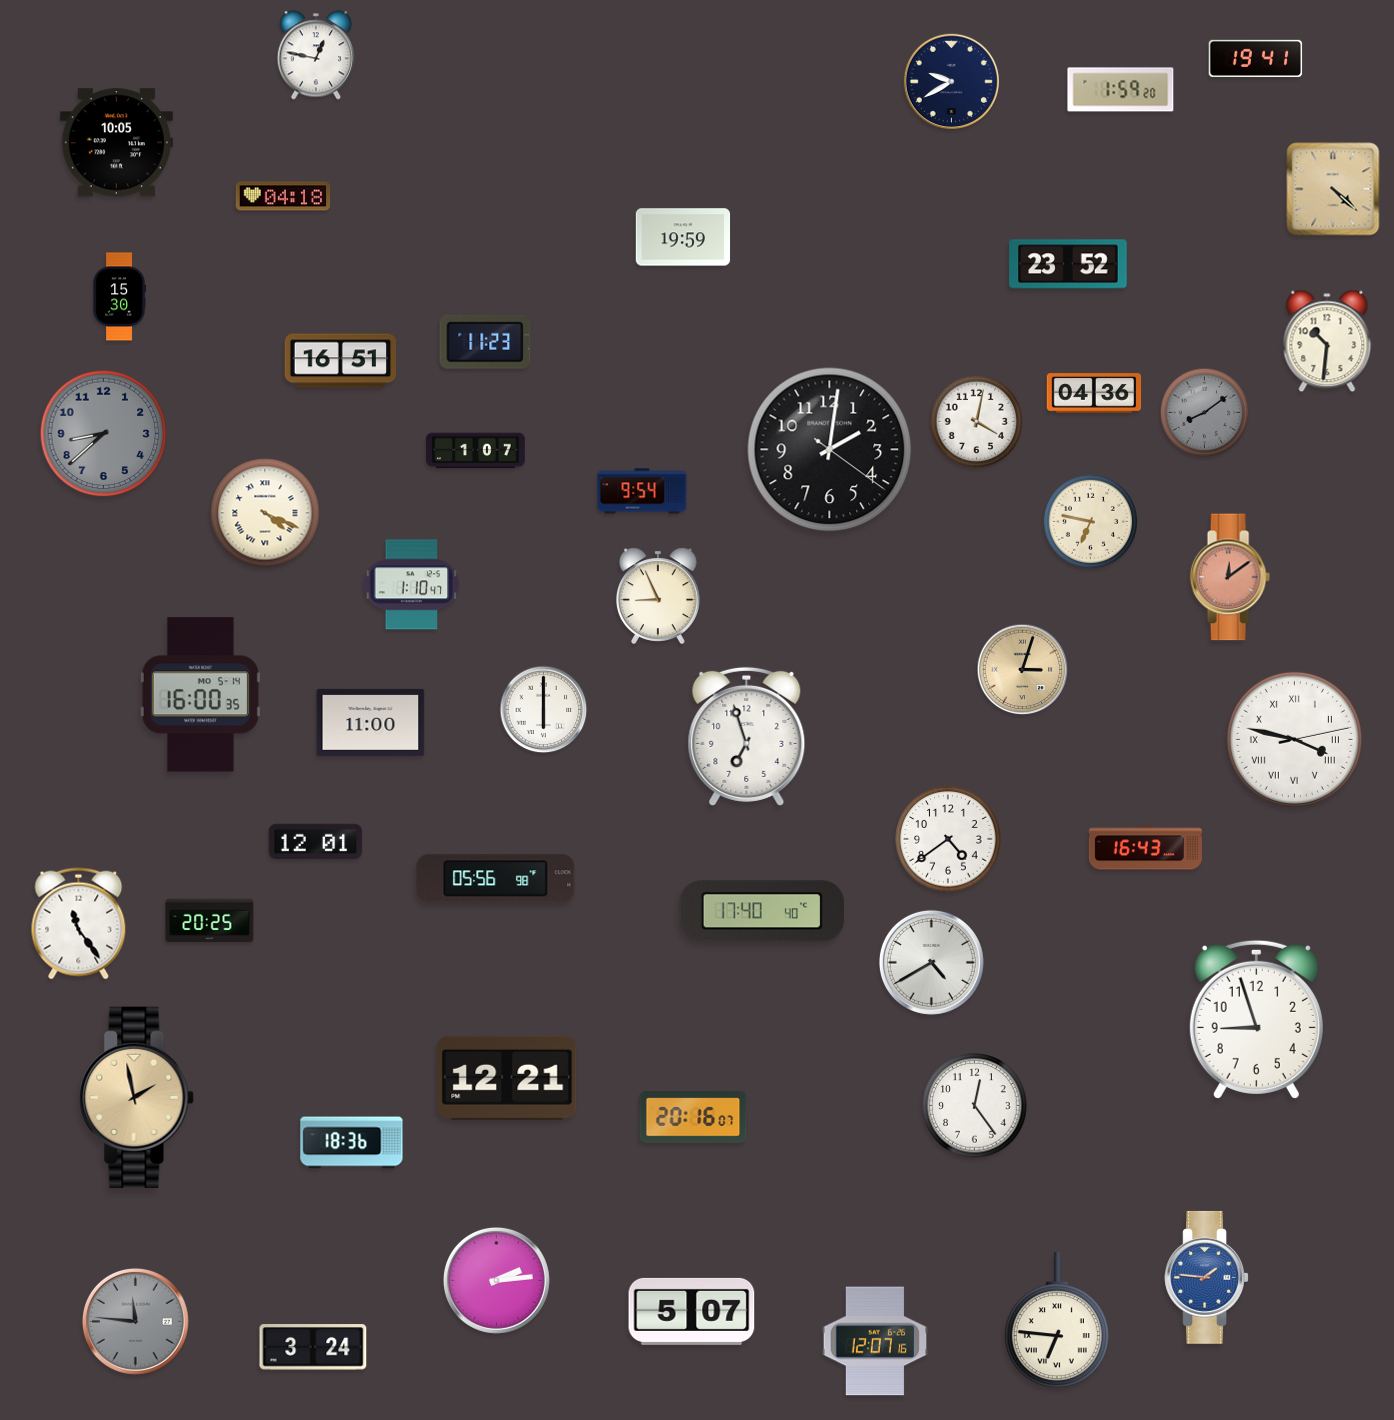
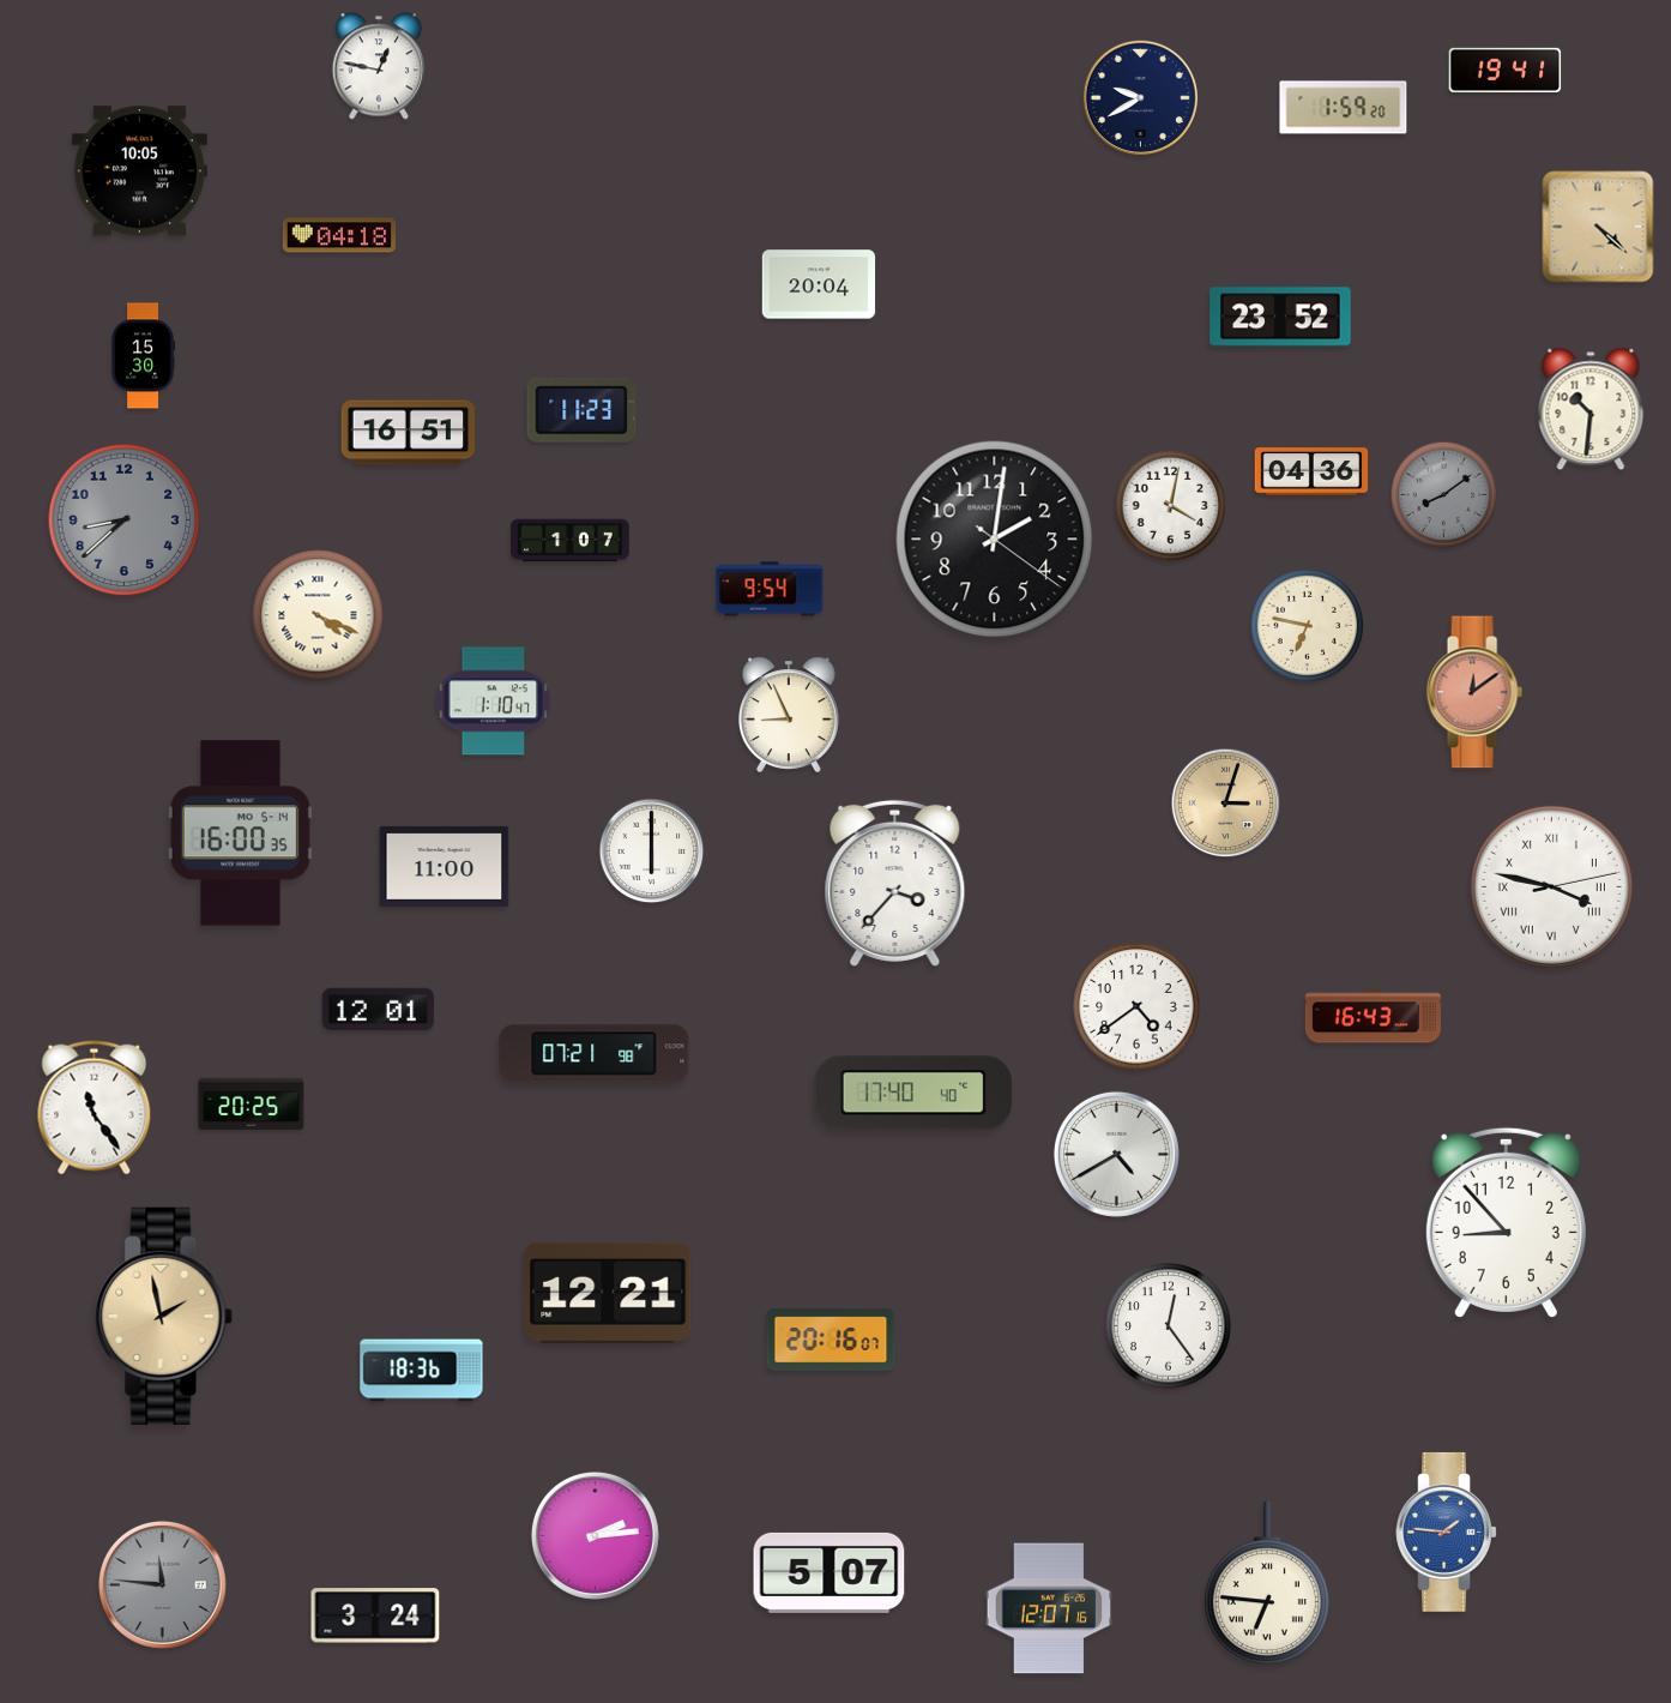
clock at (683, 237): 19:59 -> 20:04
clock at (747, 736): 6:57 -> 3:37
clock at (496, 879): 05:56 -> 07:21
clock at (1256, 1019): 8:57 -> 8:53
